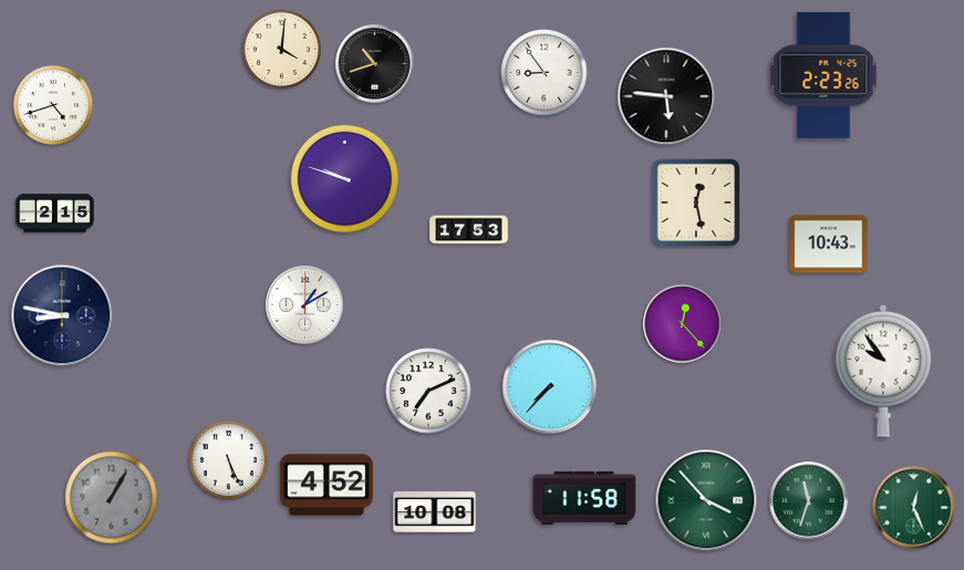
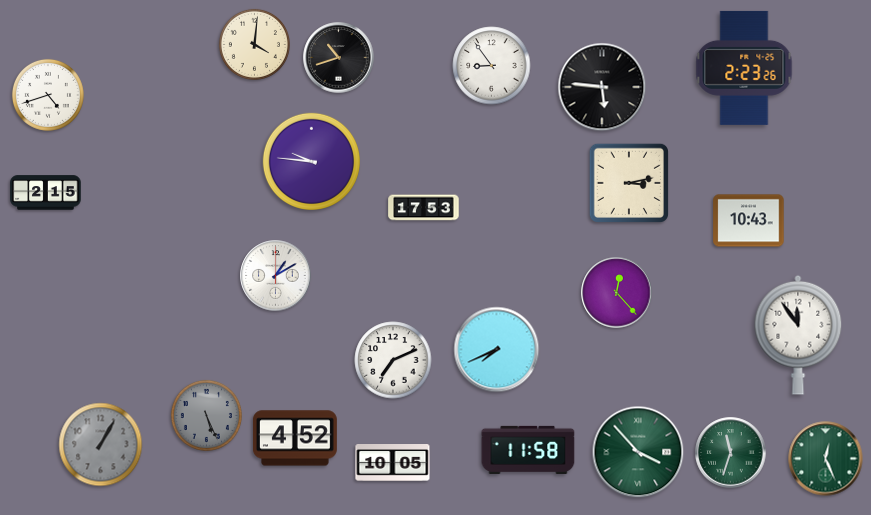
clock at (344, 178): 9:48 -> 9:46
clock at (696, 203): 12:28 -> 3:13
clock at (55, 214) position: (55, 214) -> (46, 193)
clock at (62, 315): 8:47 -> none
clock at (883, 371): 9:54 -> 11:54
clock at (550, 387): 7:37 -> 7:41
clock at (428, 391) position: (428, 391) -> (393, 360)
clock at (228, 459) dial: white -> grey
clock at (112, 498) position: (112, 498) -> (101, 445)
clock at (435, 512): 10:08 -> 10:05
